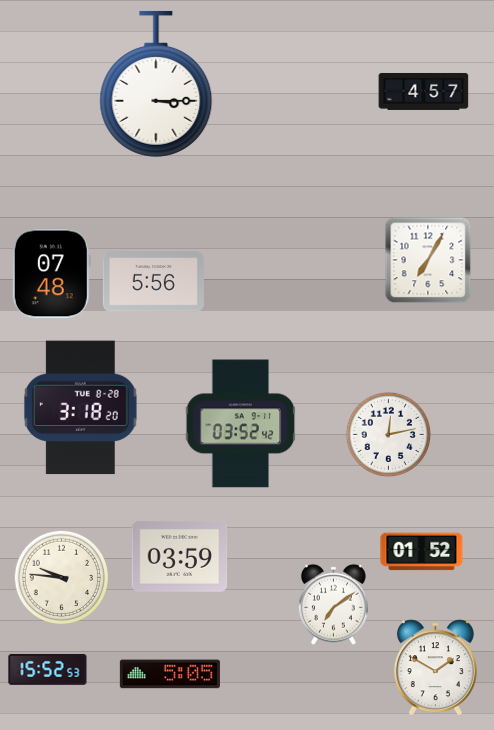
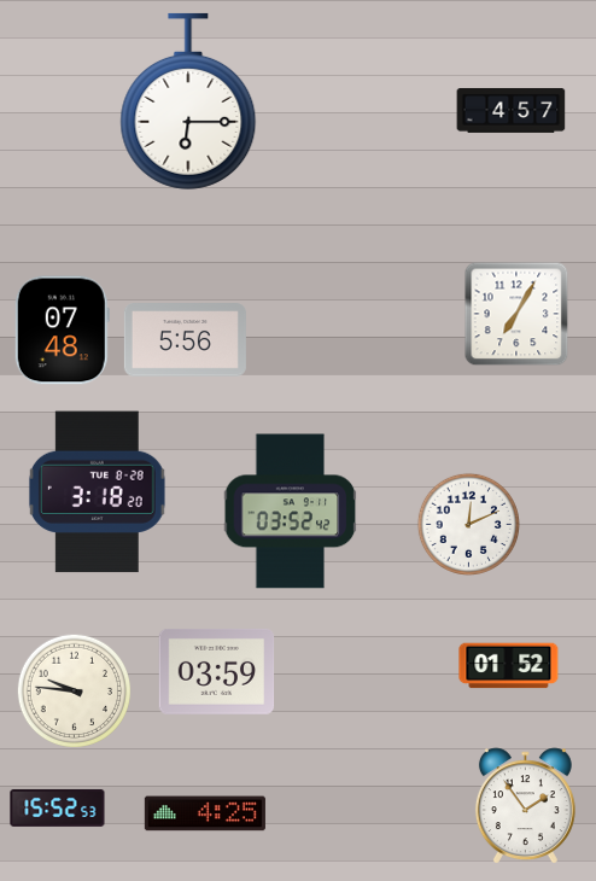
clock at (156, 84): 3:15 -> 6:15
clock at (388, 434): 12:13 -> 12:11
clock at (61, 577) position: (61, 577) -> (74, 690)
clock at (333, 604): 7:09 -> none
clock at (435, 667): 1:50 -> 1:54
clock at (170, 674): 5:05 -> 4:25
